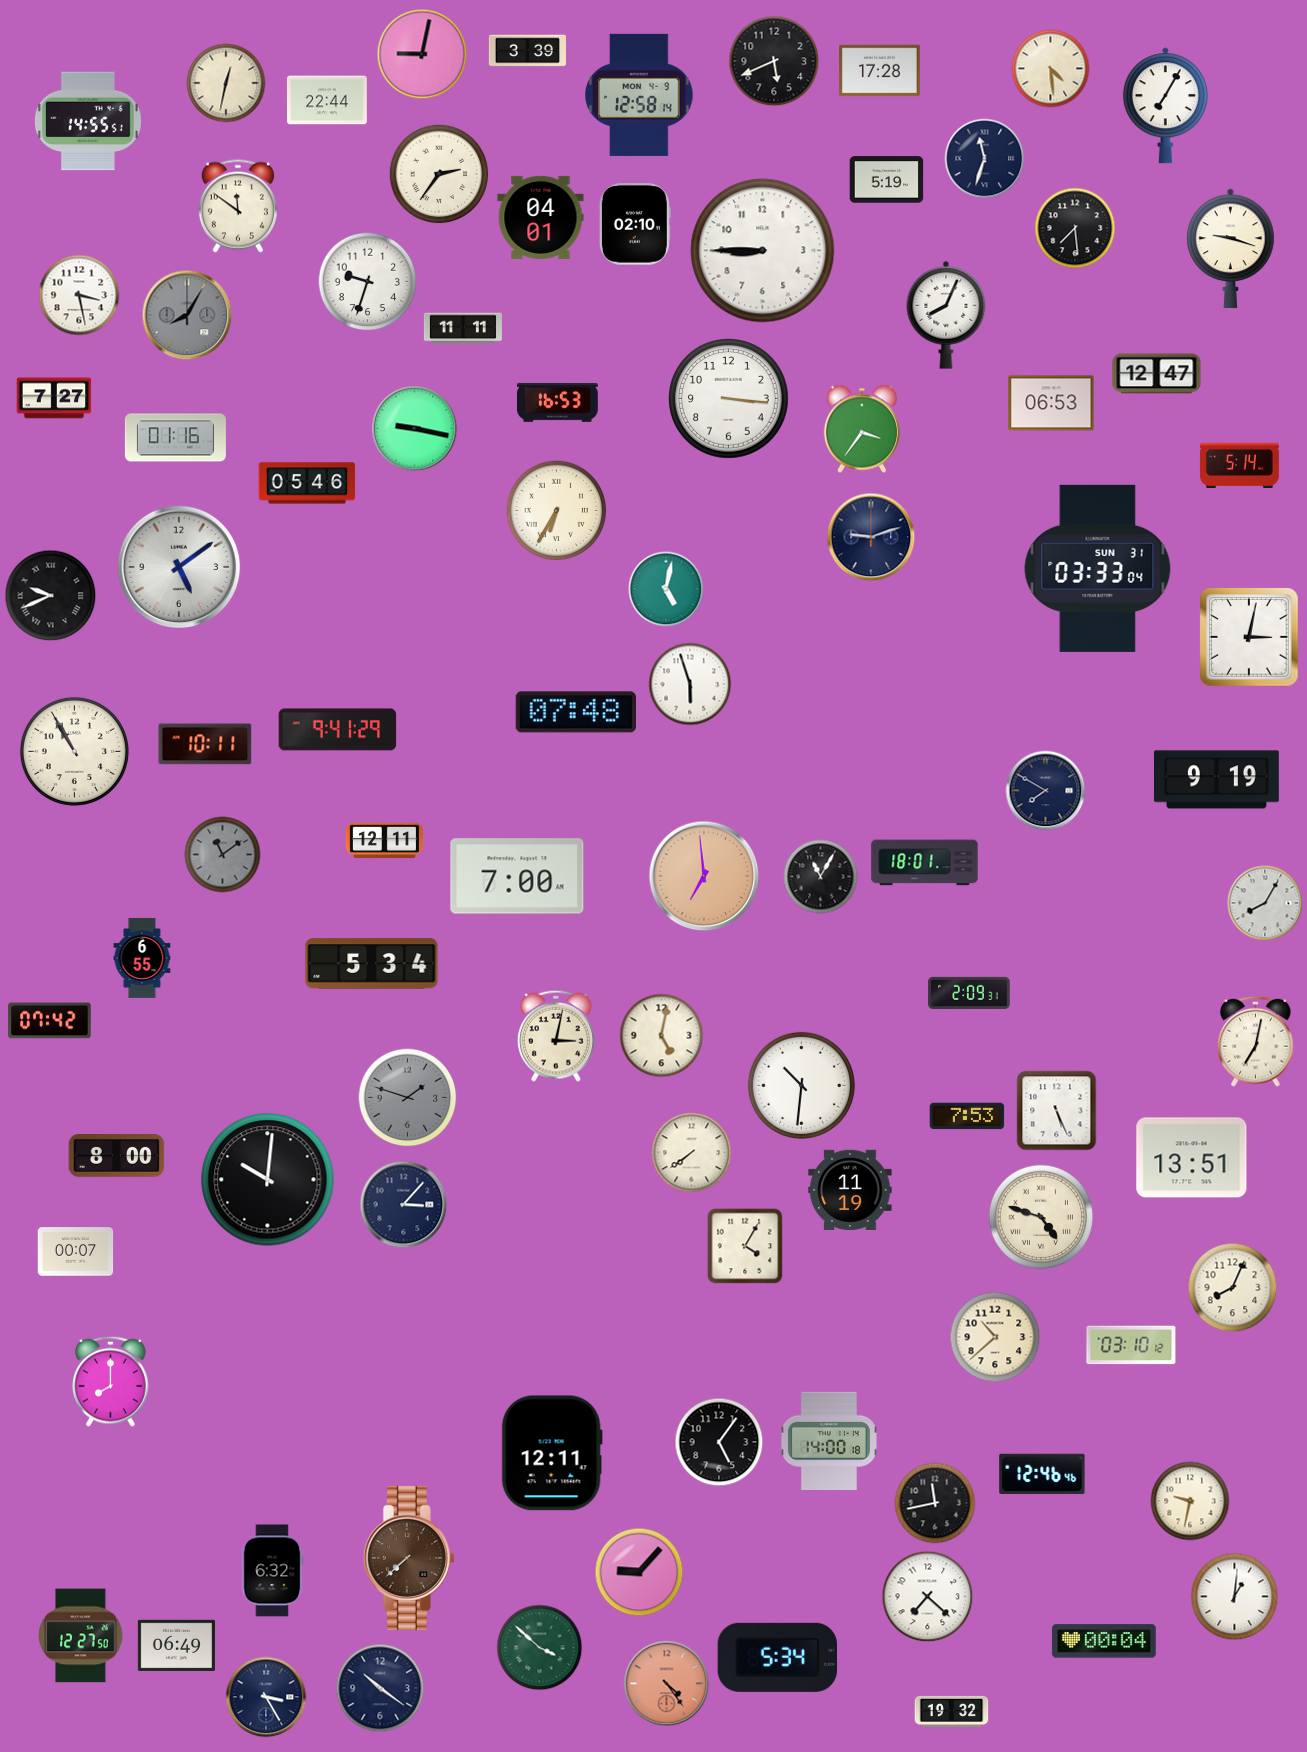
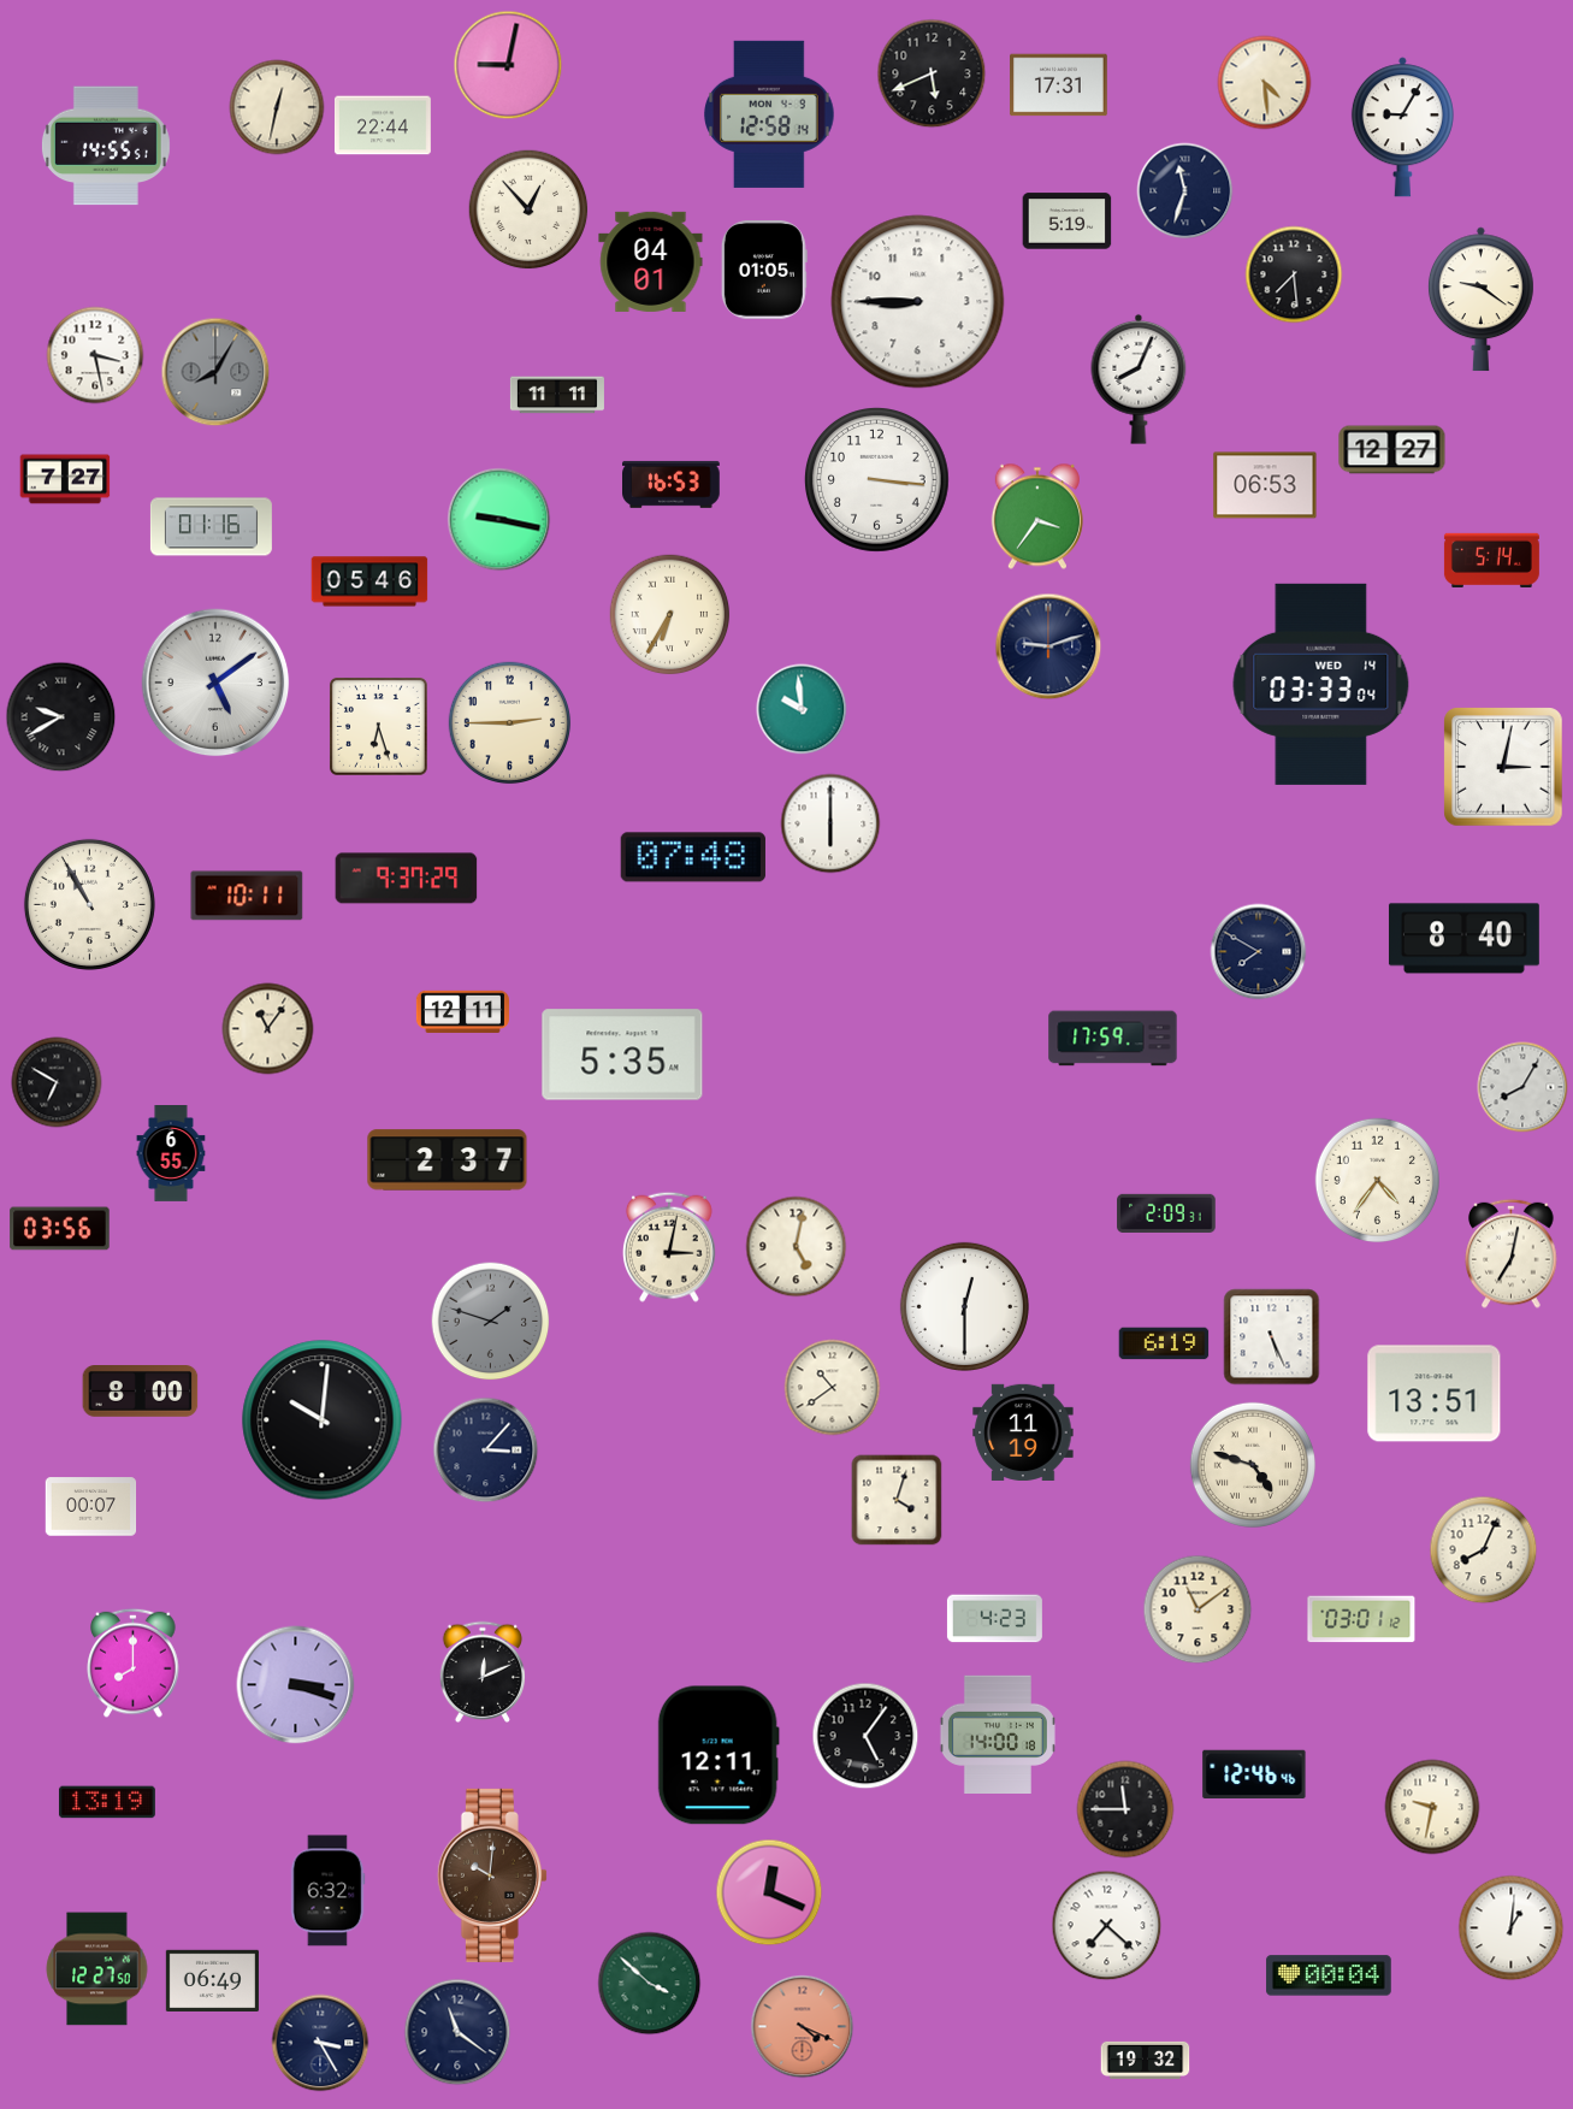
clock at (527, 51): 3:39 -> none
clock at (880, 71): 17:28 -> 17:31
clock at (226, 83) position: (226, 83) -> (277, 107)
clock at (327, 100) position: (327, 100) -> (383, 125)
clock at (1165, 106): 7:05 -> 9:05
clock at (439, 174): 2:36 -> 12:53
clock at (887, 180) position: (887, 180) -> (1068, 221)
clock at (238, 206): 11:51 -> none
clock at (635, 224): 02:10 -> 01:05
clock at (1230, 249): 9:18 -> 9:21
clock at (368, 282): 9:33 -> none
clock at (187, 315) position: (187, 315) -> (215, 372)
clock at (1157, 374): 12:47 -> 12:27
clock at (415, 429) position: (415, 429) -> (499, 520)
clock at (1098, 568) date: SUN 31 -> WED 14
clock at (666, 589): 5:02 -> 9:59
clock at (51, 596): 9:41 -> 9:40
clock at (510, 723): none -> 2:45
clock at (378, 726): none -> 6:27
clock at (690, 684): 5:57 -> 6:00
clock at (338, 730): 9:41 -> 9:37
clock at (1216, 780): 9:19 -> 8:40
clock at (223, 855): 11:09 -> 11:06
clock at (223, 855) dial: grey -> cream
clock at (925, 863): 18:01 -> 17:59
clock at (517, 876): 7:00 -> 5:35
clock at (704, 876): 6:59 -> none
clock at (821, 877): 11:05 -> none
clock at (57, 1082): none -> 6:50
clock at (372, 964): 5:34 -> 2:37
clock at (1377, 1180): none -> 4:36
clock at (969, 993) position: (969, 993) -> (1166, 1213)
clock at (50, 1021): 07:42 -> 03:56
clock at (801, 1085): 10:31 -> 12:30
clock at (967, 1116): 7:53 -> 6:19
clock at (692, 1153): 7:39 -> 10:39
clock at (745, 1246): 4:05 -> 4:03
clock at (995, 1337): 10:38 -> 11:09
clock at (994, 1619): none -> 4:23
clock at (1131, 1345): 03:10 -> 03:01
clock at (483, 1672): none -> 12:11
clock at (296, 1685): none -> 3:18
clock at (552, 1453) position: (552, 1453) -> (719, 1755)
clock at (107, 1802): none -> 13:19
clock at (935, 1503): 11:43 -> 11:45
clock at (409, 1558): 7:38 -> 10:01
clock at (639, 1572): 9:07 -> 12:19
clock at (928, 1597) position: (928, 1597) -> (1107, 1926)
clock at (1235, 1597) position: (1235, 1597) -> (1512, 1928)
clock at (777, 1657): 5:34 -> none
clock at (667, 1684): 4:24 -> 4:19
clock at (380, 1688): 10:21 -> 11:21
